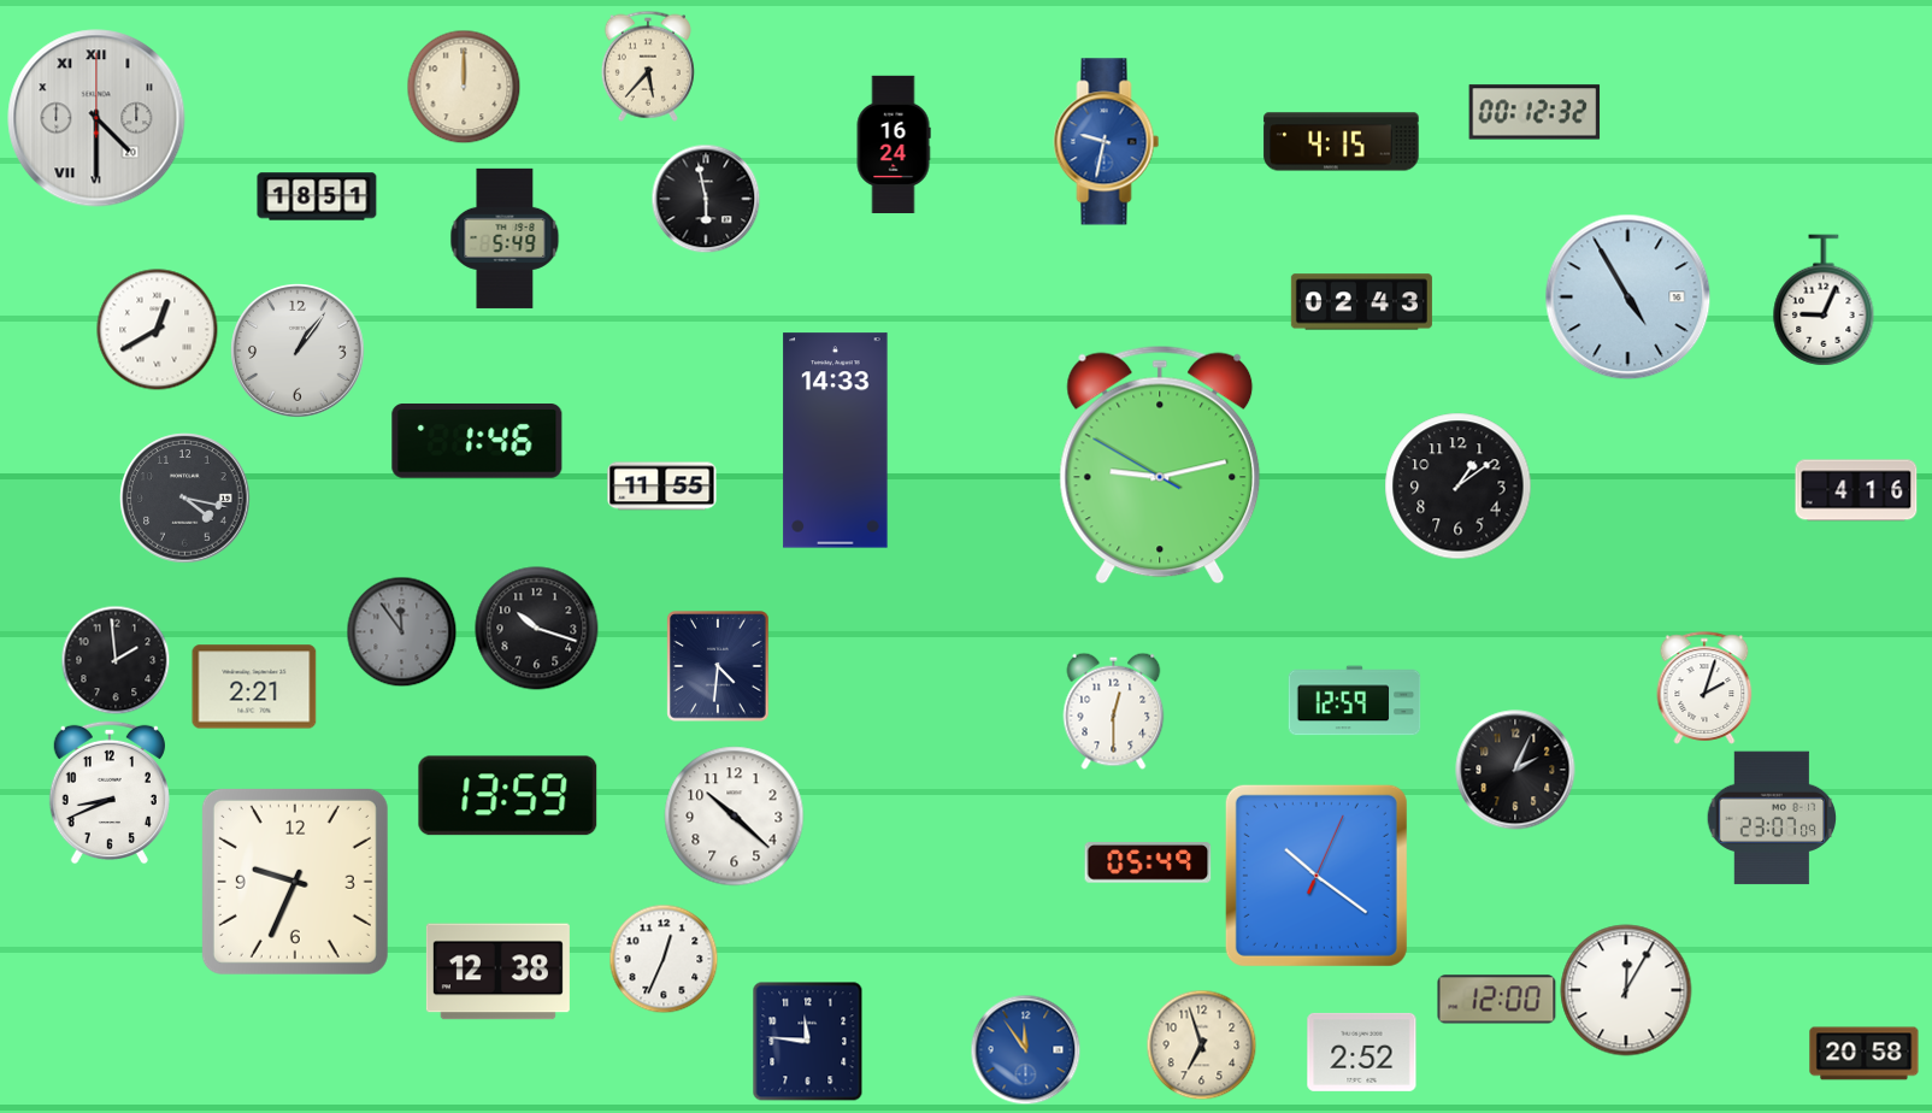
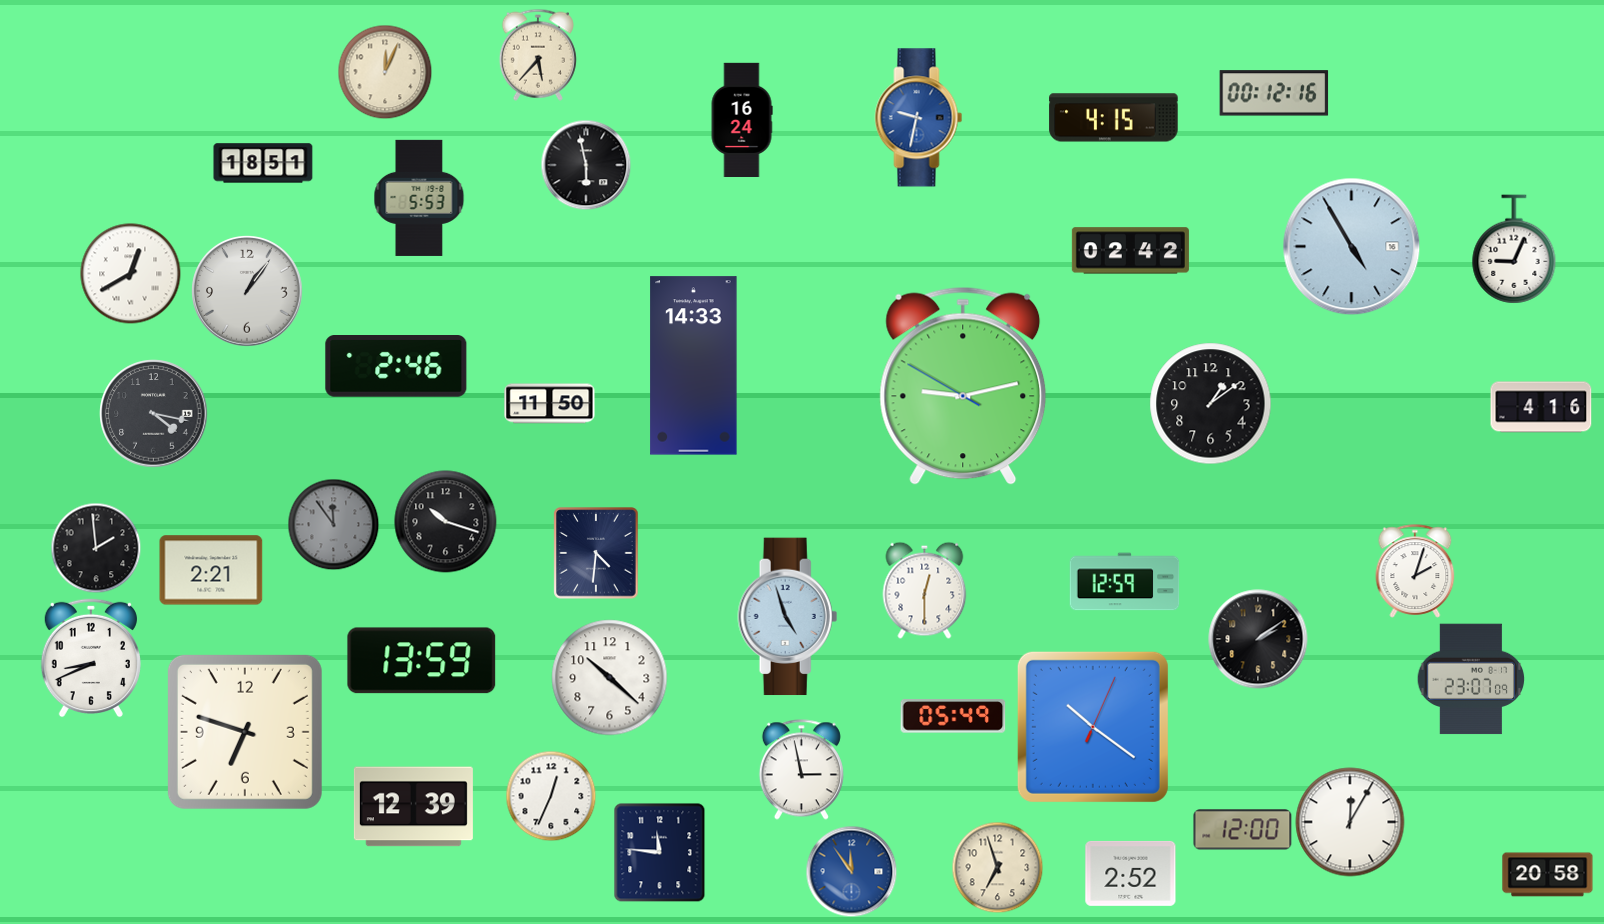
clock at (464, 87): 12:00 -> 12:04
clock at (1535, 112): 00:12:32 -> 00:12:16
clock at (96, 118): 4:30 -> none
clock at (505, 238): 5:49 -> 5:53
clock at (1361, 302): 02:43 -> 02:42
clock at (477, 442): 1:46 -> 2:46
clock at (662, 487): 11:55 -> 11:50
clock at (788, 617): none -> 4:57
clock at (1515, 770): 2:04 -> 2:09
clock at (295, 882): 9:34 -> 6:48
clock at (801, 770): none -> 2:58
clock at (497, 972): 12:38 -> 12:39
clock at (808, 1042) position: (808, 1042) -> (660, 853)
